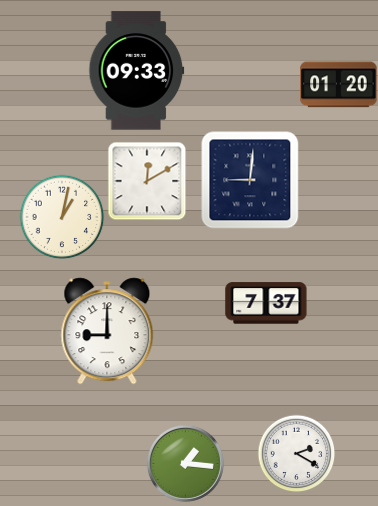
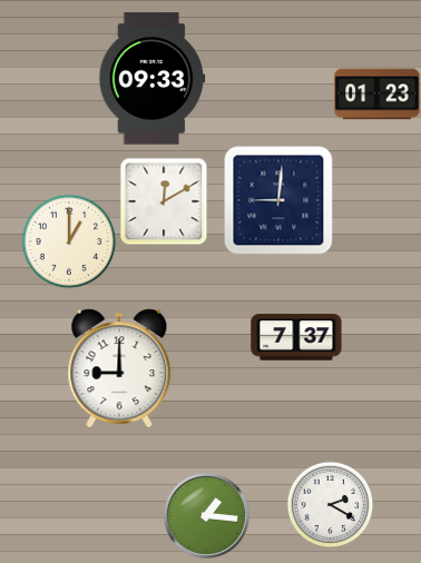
clock at (339, 85): 01:20 -> 01:23
clock at (62, 217): 1:02 -> 1:00
